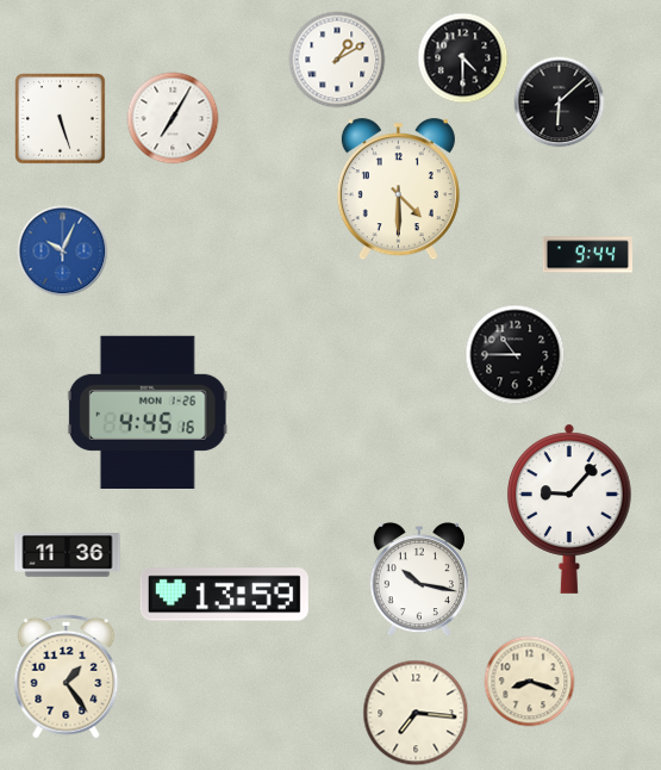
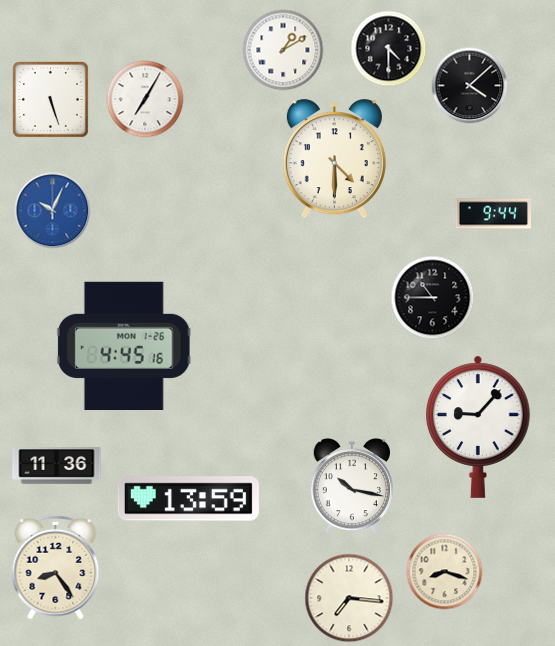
clock at (560, 103): 6:08 -> 4:08
clock at (67, 676): 1:24 -> 8:24
